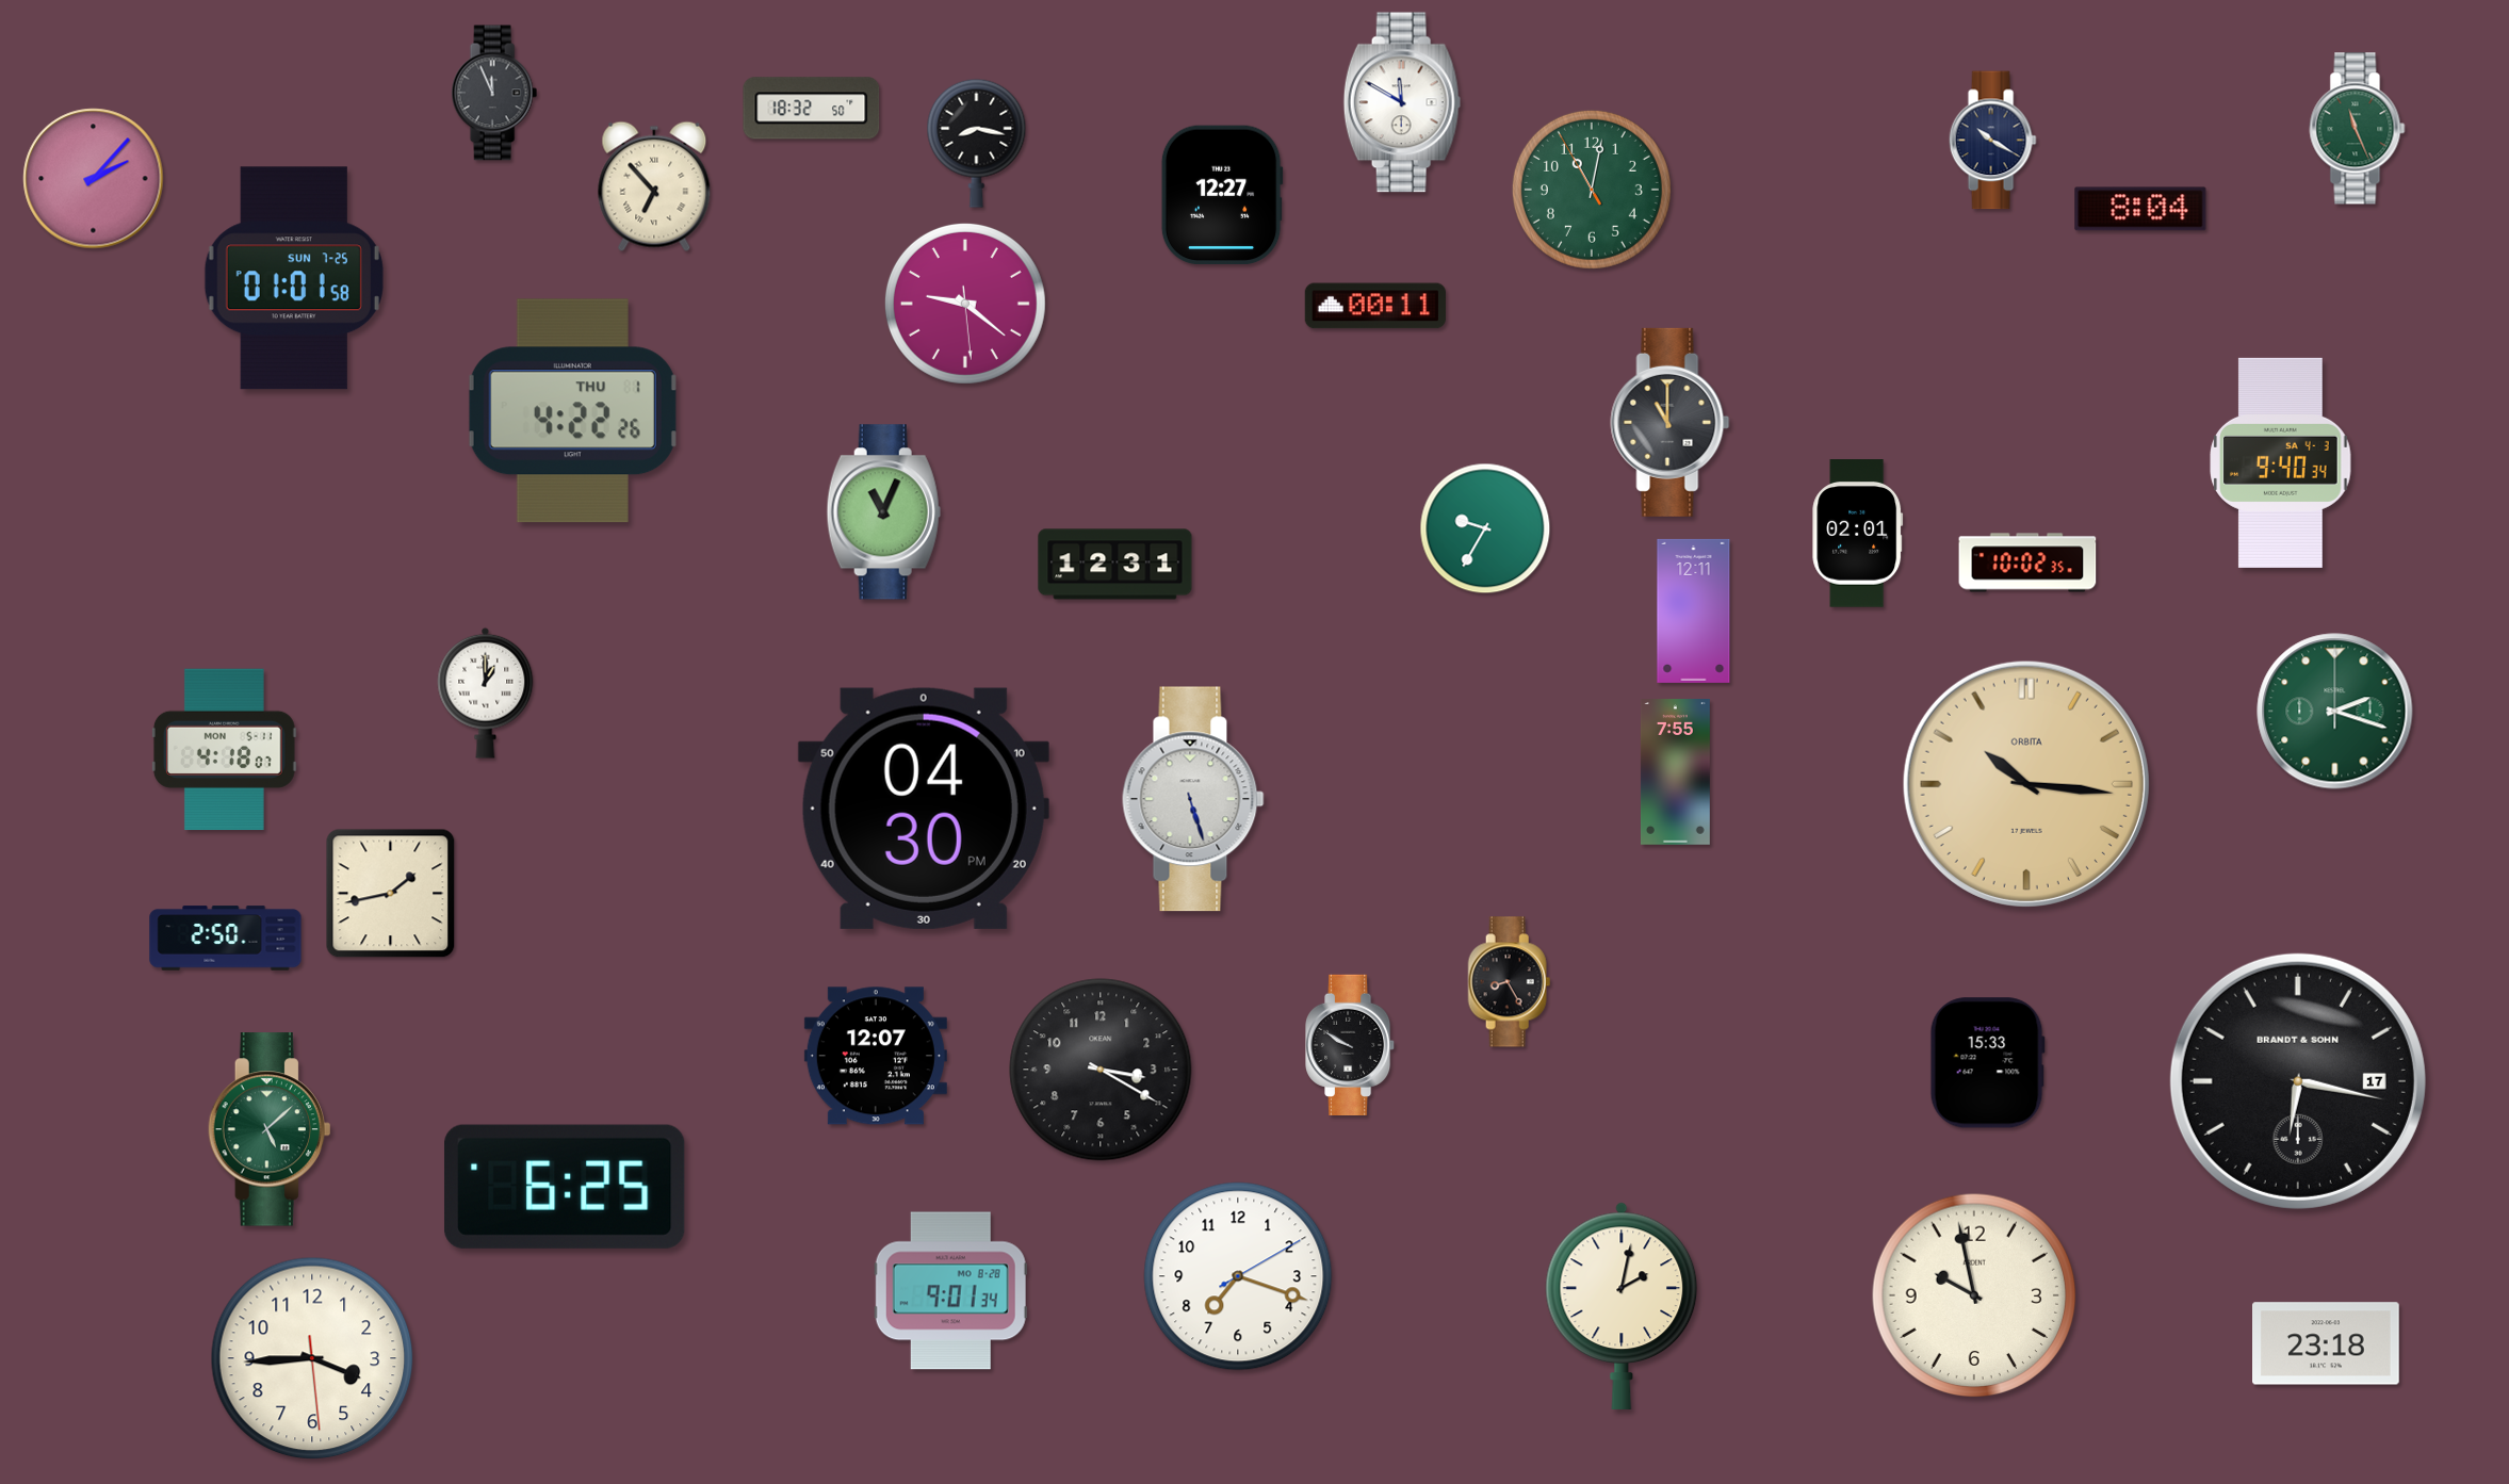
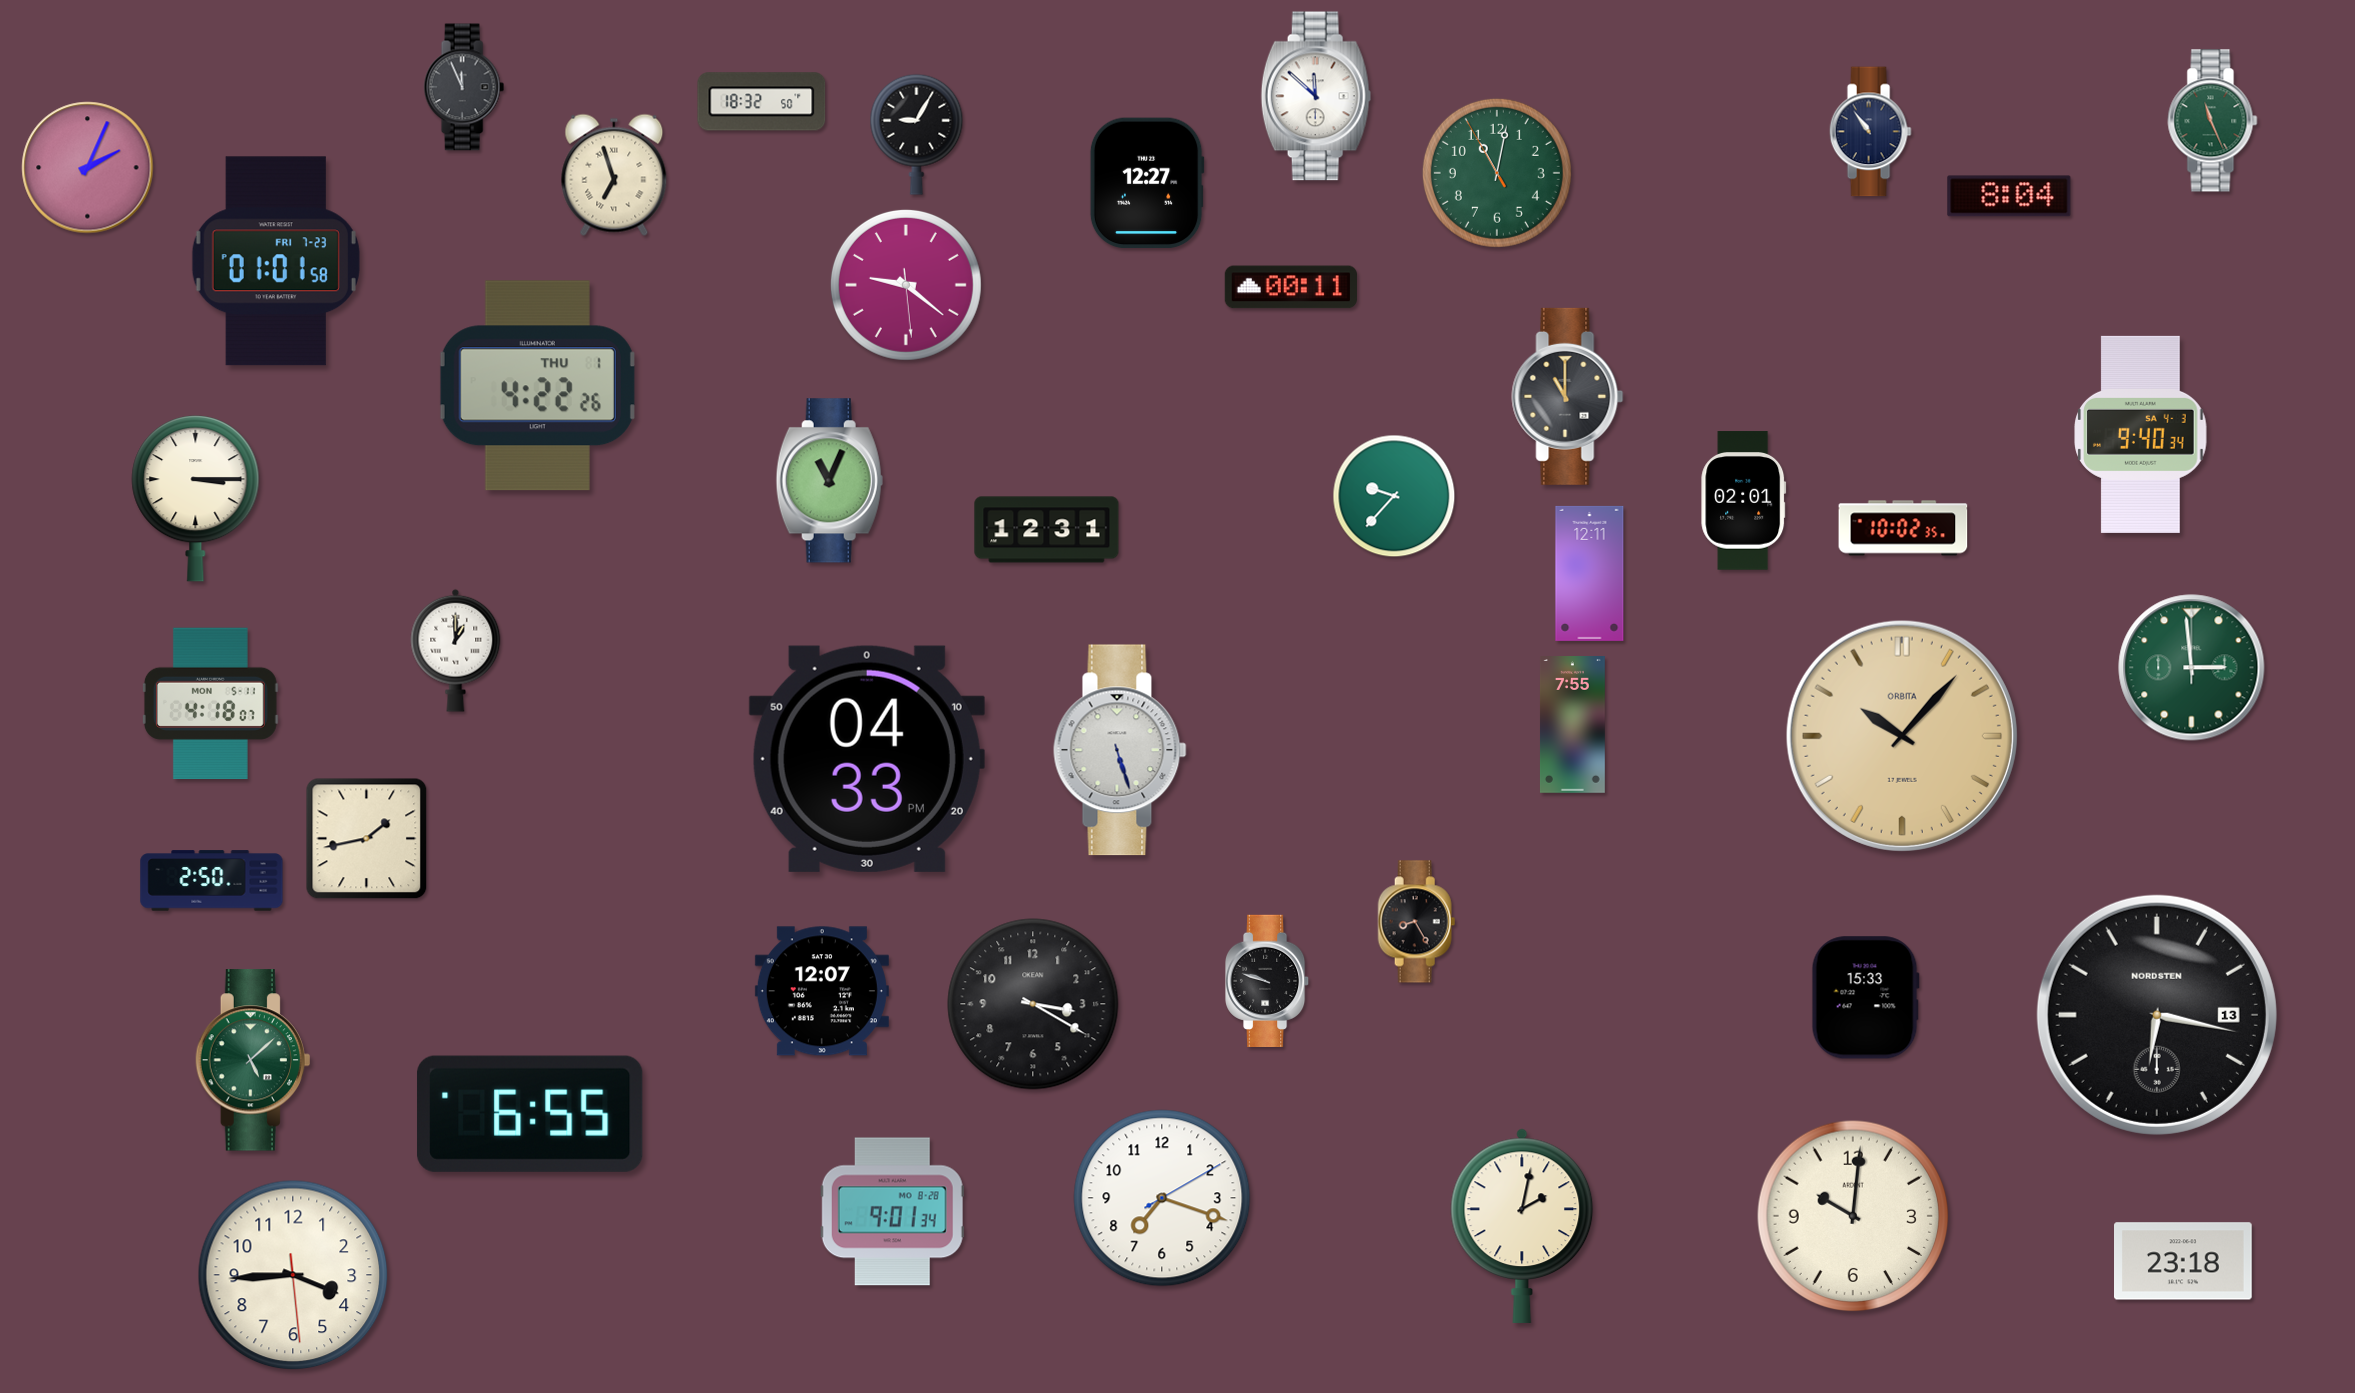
clock at (1402, 102): 11:50 -> 11:52
clock at (1992, 141): 10:20 -> 10:54
clock at (977, 143): 8:17 -> 9:05
clock at (94, 179): 2:07 -> 2:04
clock at (654, 186): 6:53 -> 6:57
clock at (1592, 190) position: (1592, 190) -> (1497, 173)
clock at (294, 278) date: SUN 7-25 -> FRI 7-23
clock at (1485, 528): 9:35 -> 9:37
clock at (196, 499): none -> 3:15
clock at (2335, 712): 2:18 -> 2:59
clock at (2026, 784): 10:16 -> 10:07
clock at (924, 809): 04:30 -> 04:33
clock at (1351, 1044): 9:50 -> 9:48
clock at (2298, 1081) date: 17 -> 13
clock at (2298, 1081) brand: BRANDT & SOHN -> NORDSTEN
clock at (565, 1187): 6:25 -> 6:55
clock at (1974, 1295): 9:58 -> 10:01
